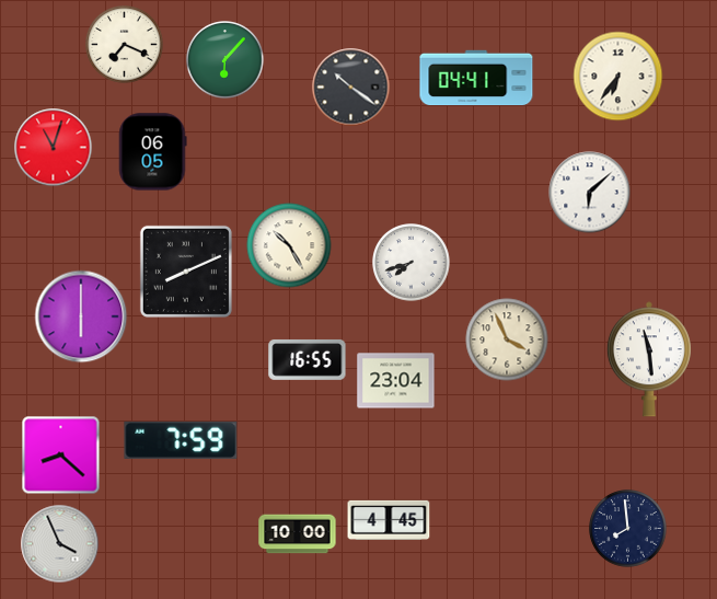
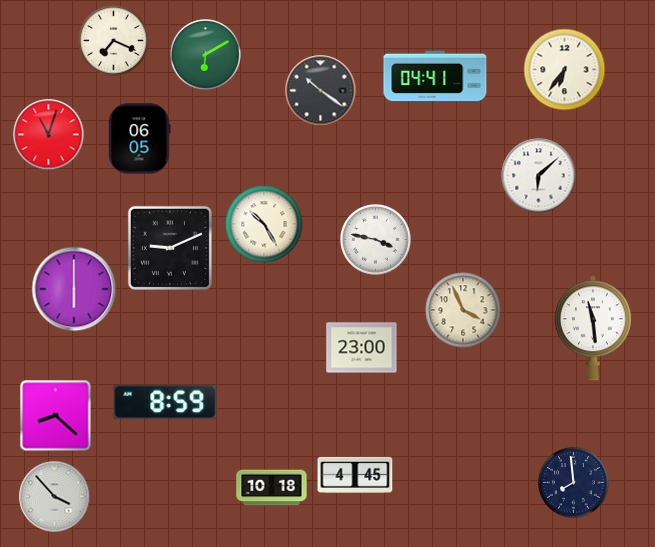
clock at (225, 60): 6:07 -> 6:10
clock at (476, 78) position: (476, 78) -> (435, 76)
clock at (351, 88) position: (351, 88) -> (321, 91)
clock at (412, 263): 7:42 -> 3:47
clock at (186, 272): 8:11 -> 9:11
clock at (308, 359): 16:55 -> none
clock at (396, 381): 23:04 -> 23:00
clock at (181, 440): 7:59 -> 8:59
clock at (298, 534): 10:00 -> 10:18
clock at (60, 544): 3:56 -> 3:53
